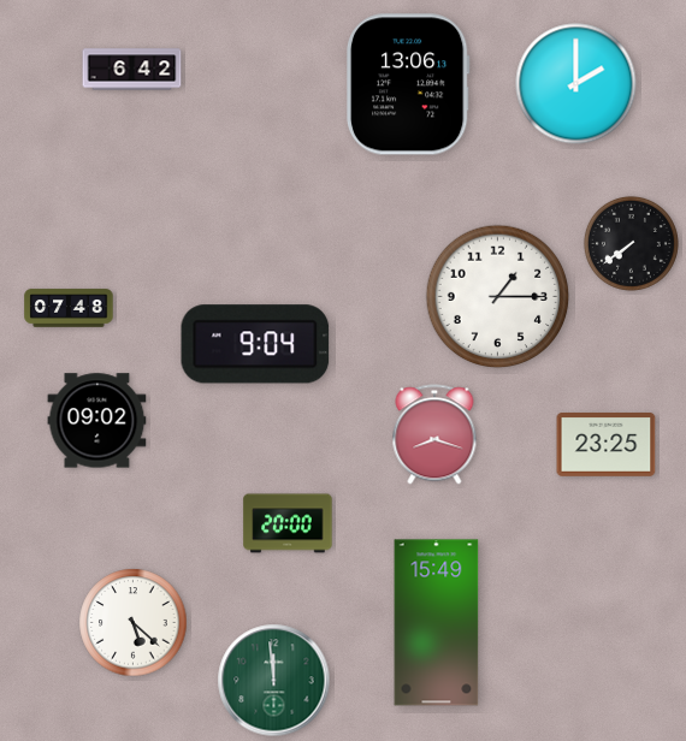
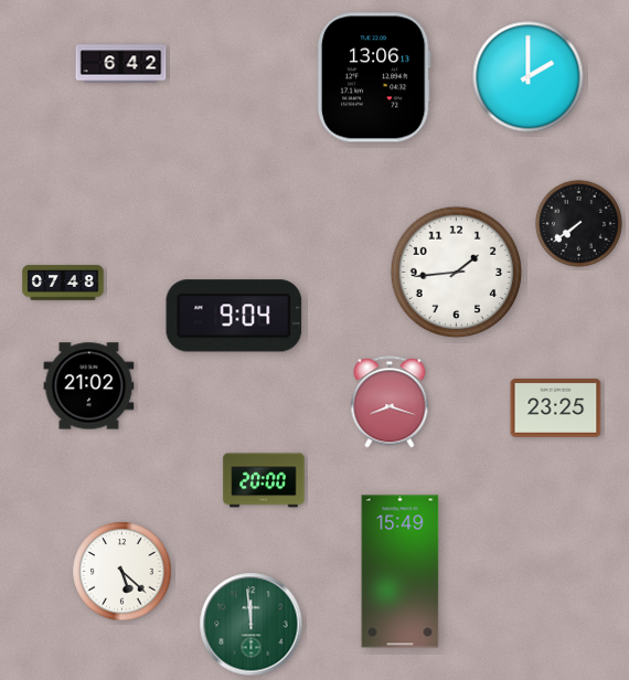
clock at (498, 297): 1:15 -> 1:44
clock at (97, 421): 09:02 -> 21:02
clock at (434, 434) position: (434, 434) -> (390, 402)
